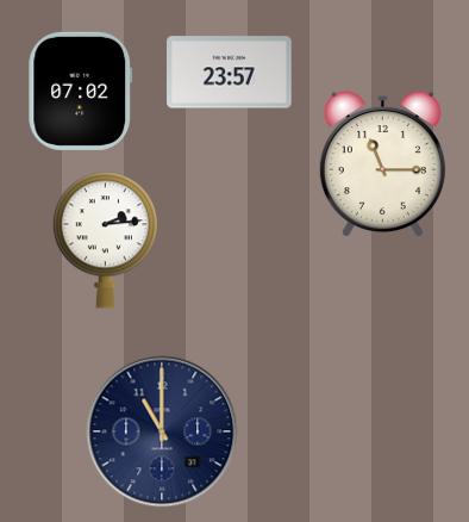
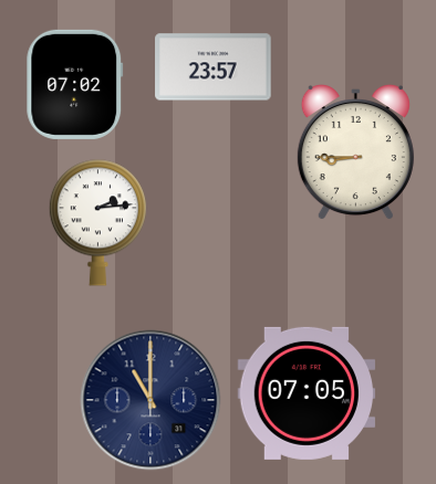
clock at (382, 166): 11:15 -> 8:45
clock at (307, 393): none -> 07:05
